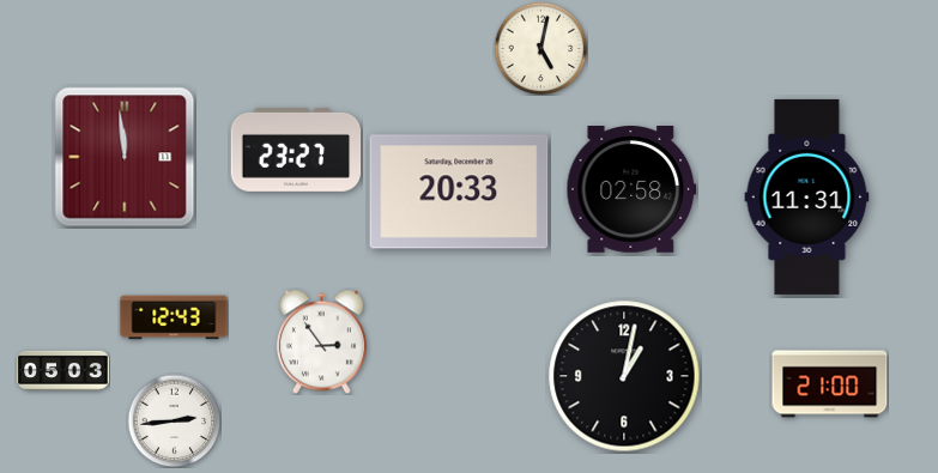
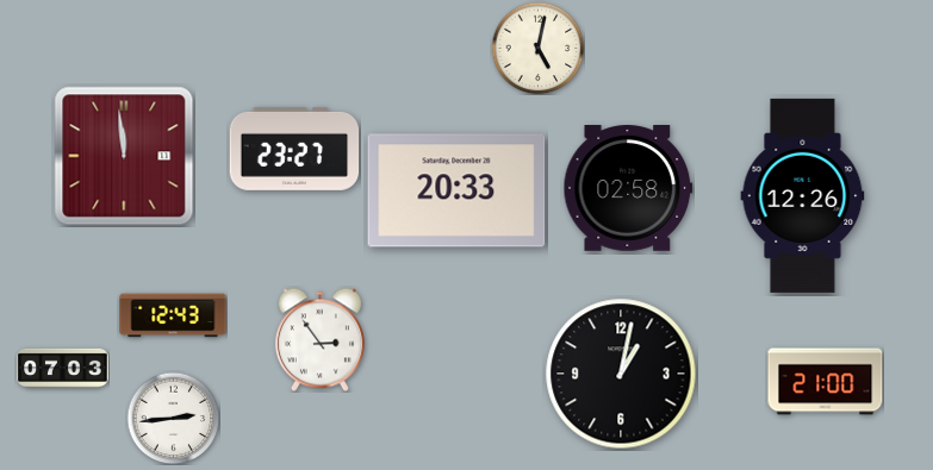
clock at (807, 196): 11:31 -> 12:26
clock at (63, 370): 05:03 -> 07:03
